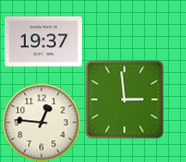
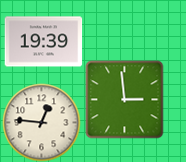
clock at (43, 42): 19:37 -> 19:39
